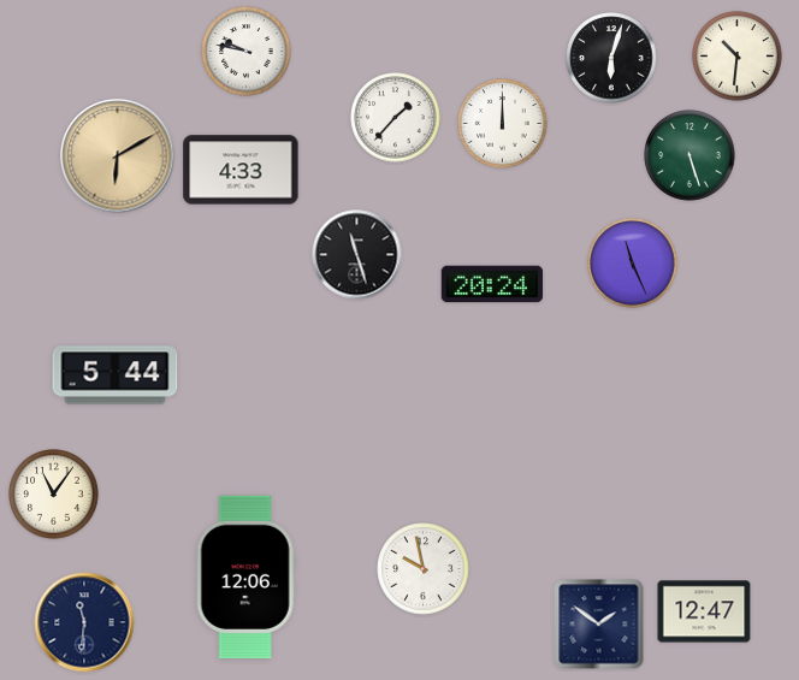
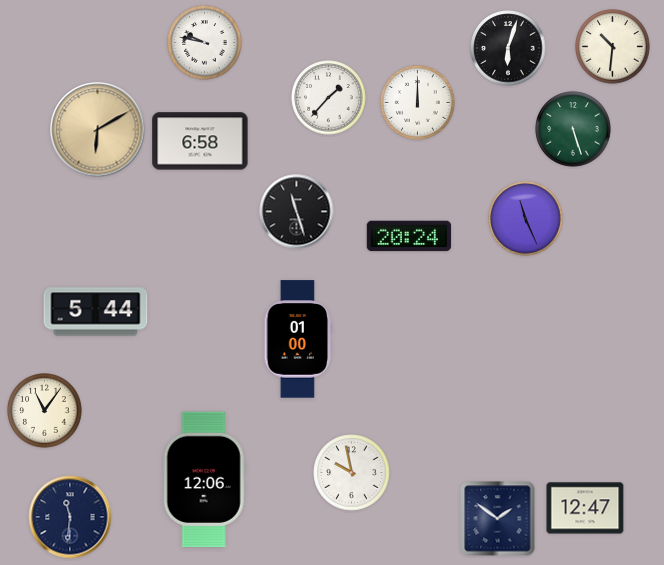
clock at (241, 170): 4:33 -> 6:58
clock at (298, 339): none -> 01:00
